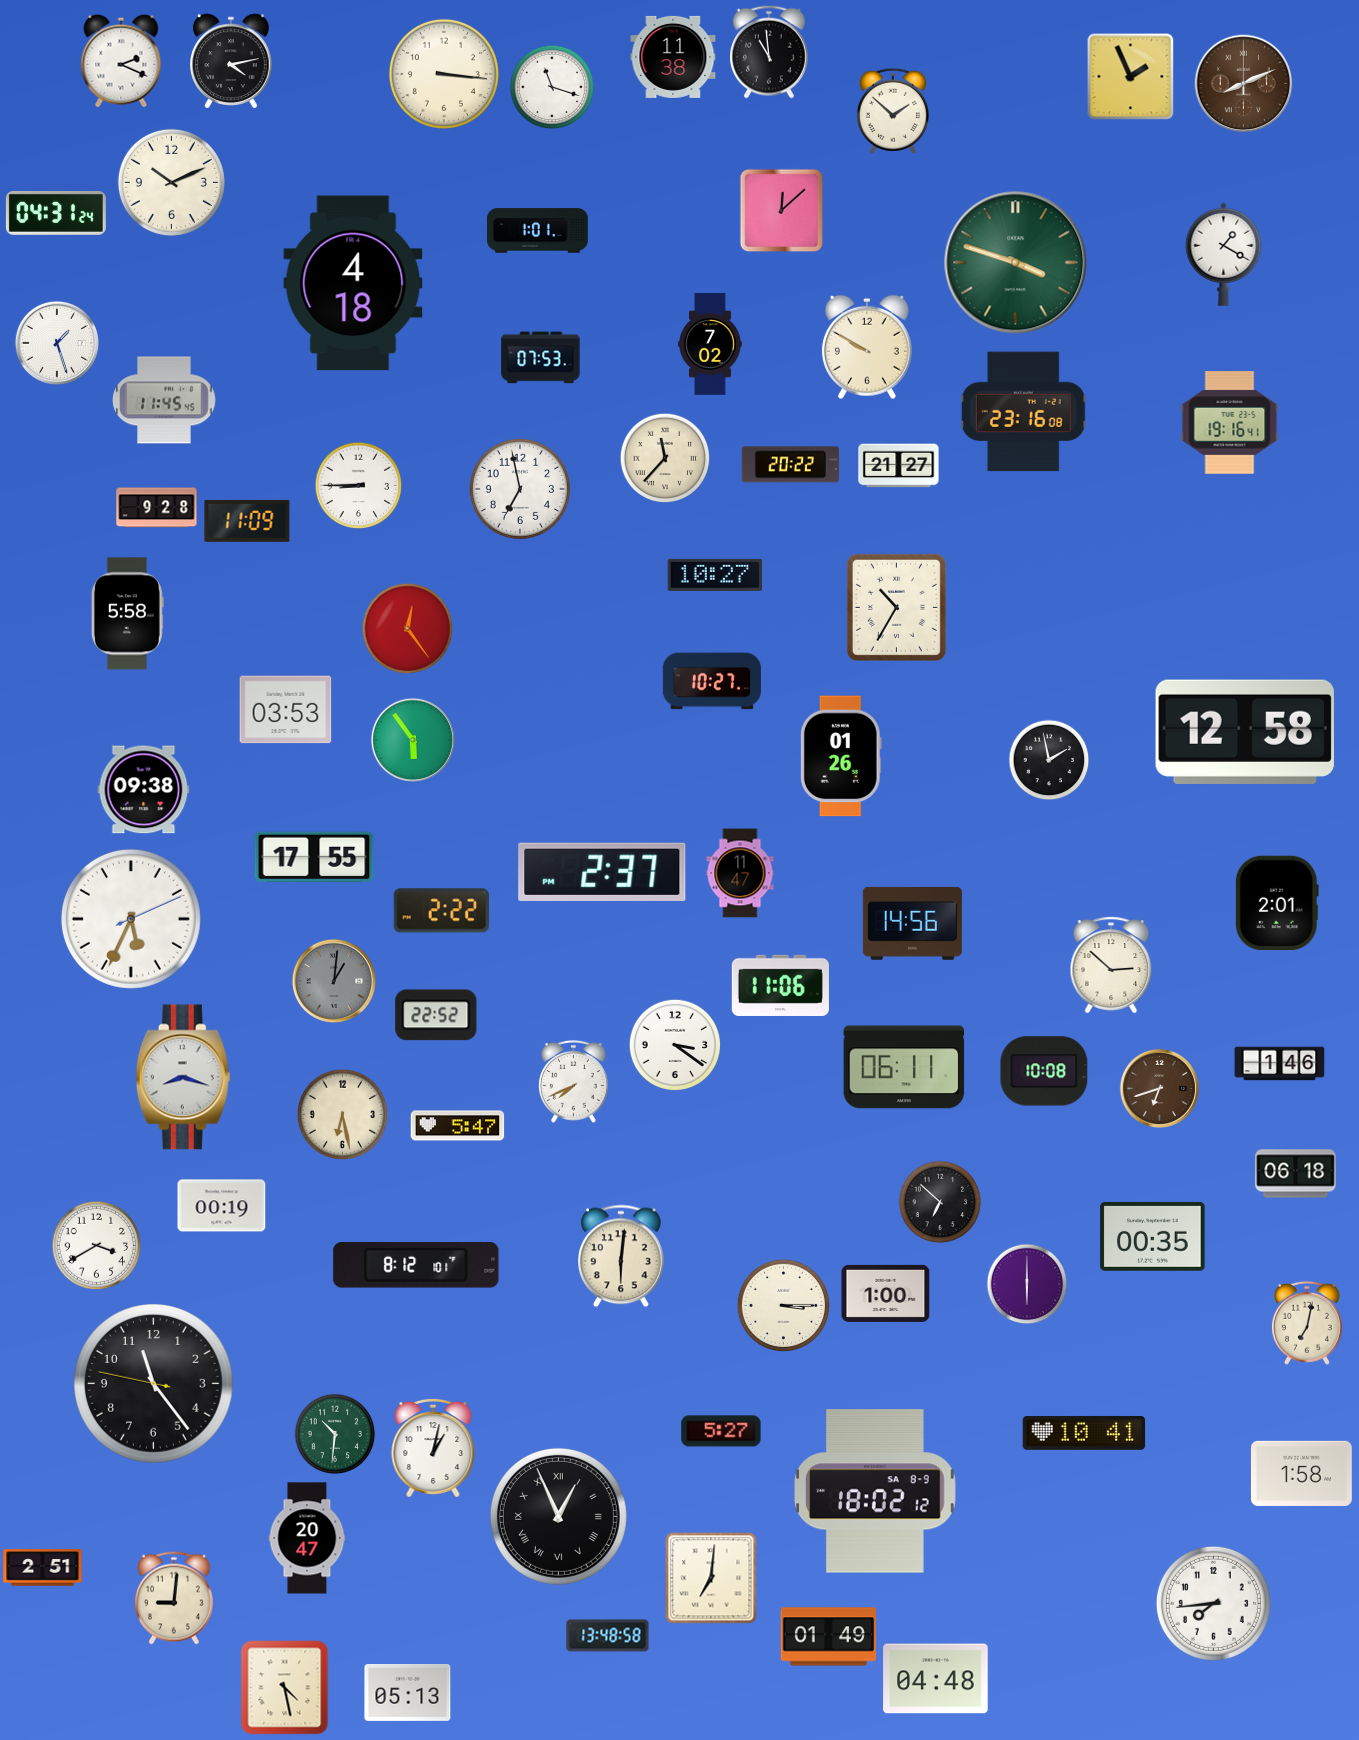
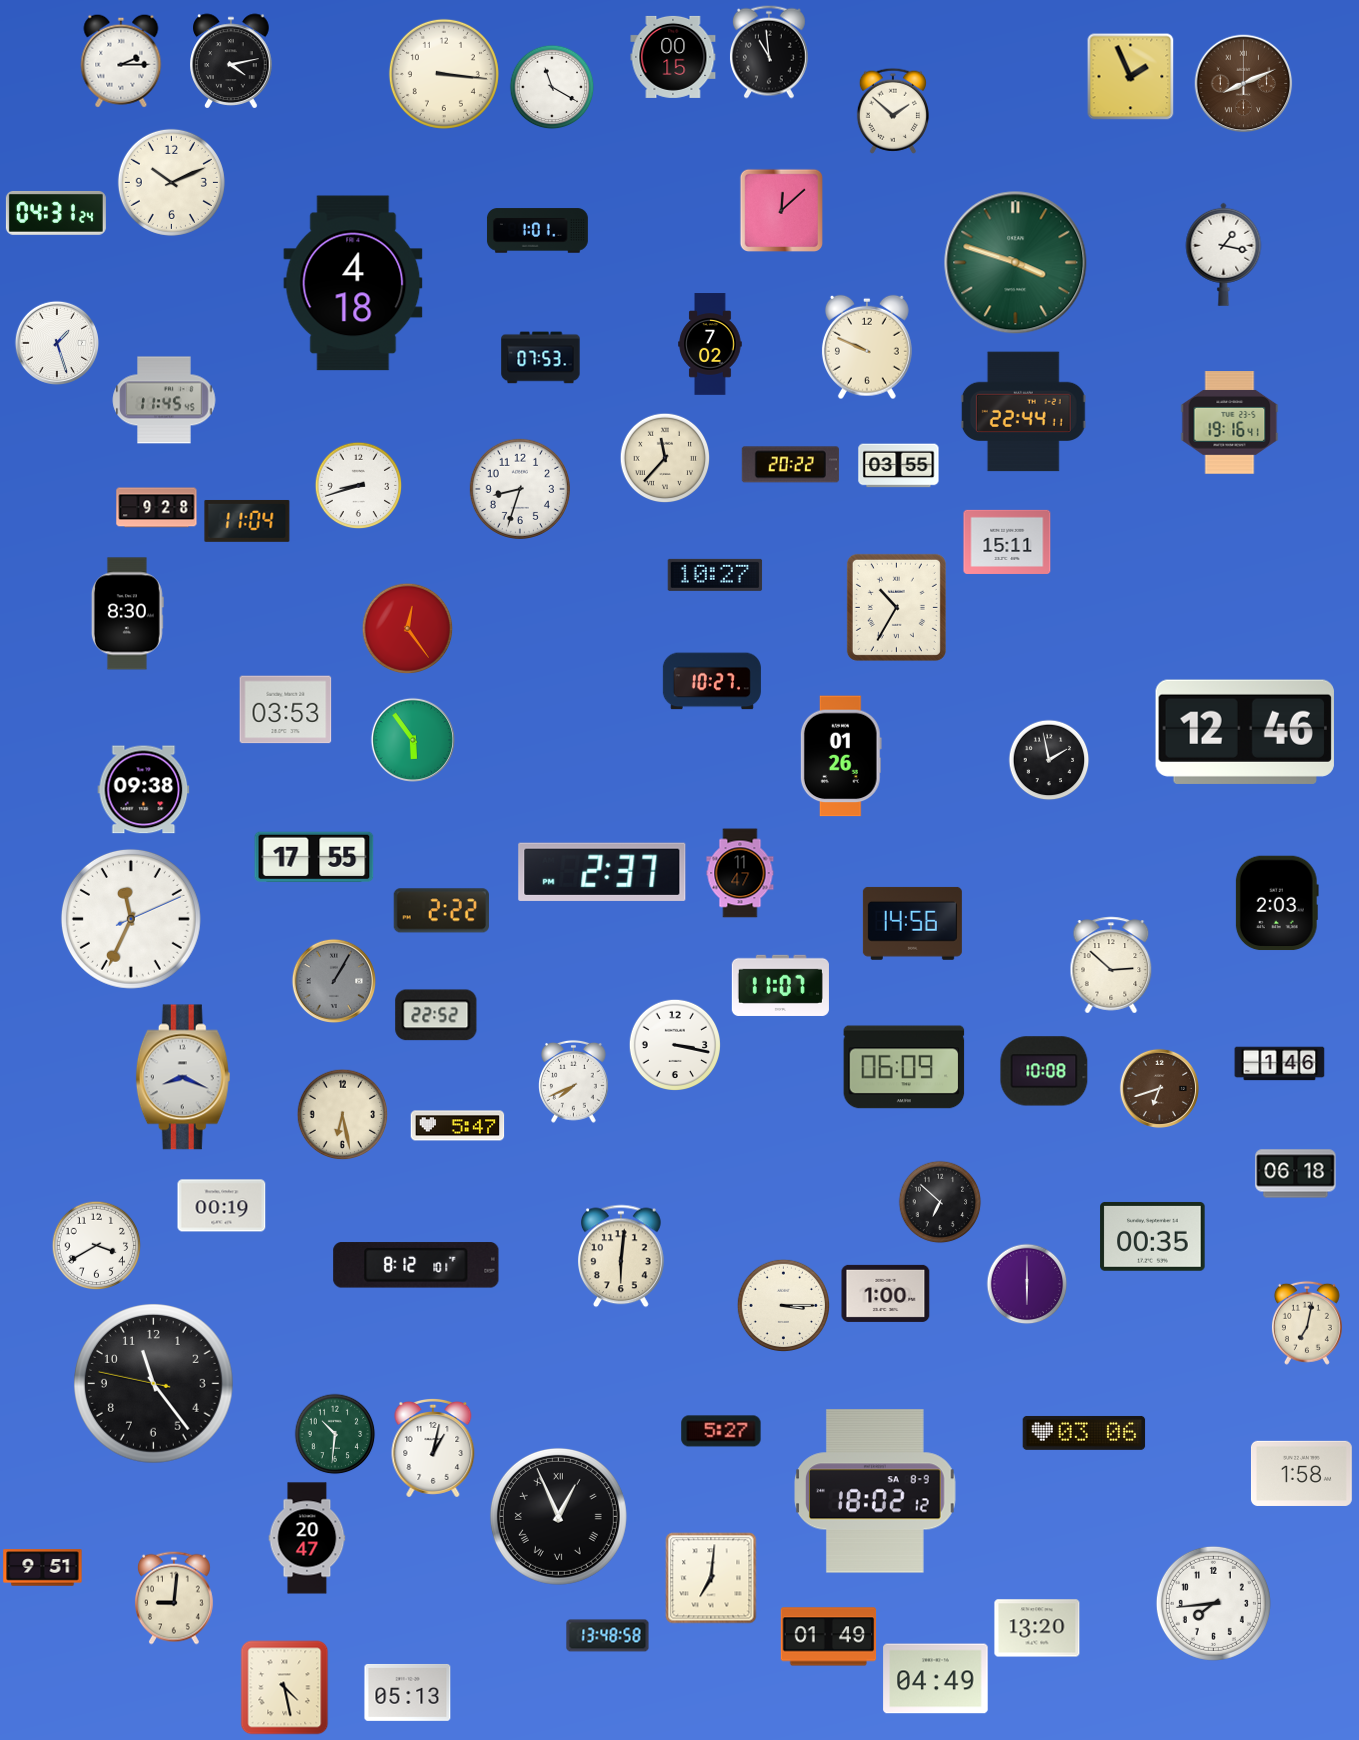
clock at (673, 57): 11:38 -> 00:15
clock at (121, 61): 2:19 -> 2:15
clock at (552, 87): 11:18 -> 11:20
clock at (1224, 254): 1:20 -> 1:17
clock at (867, 347): 9:50 -> 9:49
clock at (1023, 412): 23:16 -> 22:44
clock at (899, 466): 21:27 -> 03:55
clock at (359, 486): 8:45 -> 8:42
clock at (520, 489): 6:58 -> 8:33
clock at (247, 521): 11:09 -> 11:04
clock at (1007, 542): none -> 15:11
clock at (127, 614): 5:58 -> 8:30
clock at (1245, 732): 12:58 -> 12:46
clock at (1277, 903): 2:01 -> 2:03
clock at (131, 919): 5:34 -> 11:34
clock at (333, 980): 1:01 -> 1:05
clock at (780, 985): 11:06 -> 11:07
clock at (675, 1045): 3:21 -> 3:17
clock at (904, 1067): 06:11 -> 06:09
clock at (183, 1077): 8:18 -> 8:19
clock at (1084, 1433): 10:41 -> 03:06
clock at (43, 1568): 2:51 -> 9:51
clock at (1037, 1628): none -> 13:20
clock at (936, 1679): 04:48 -> 04:49
